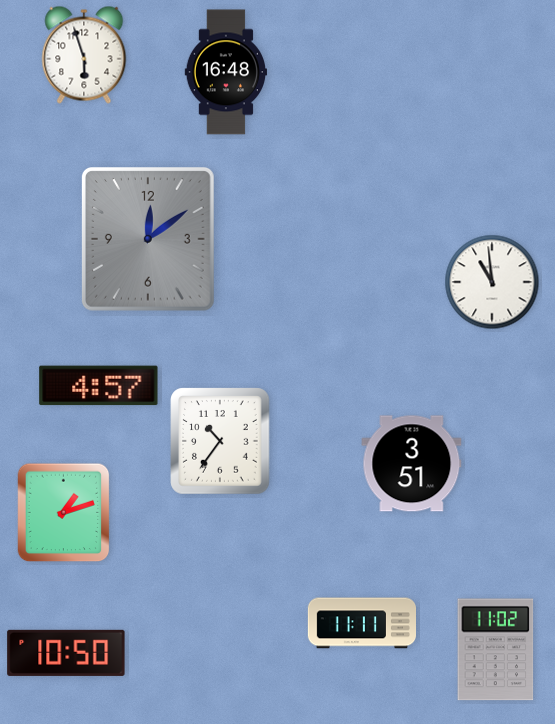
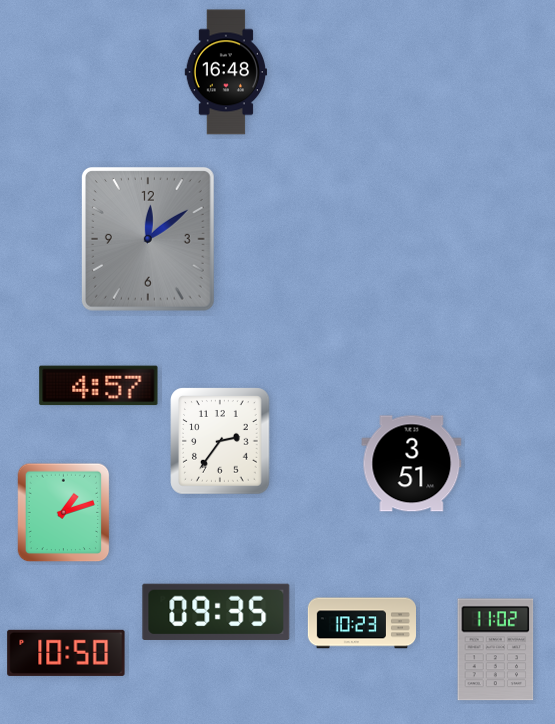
clock at (84, 55): 5:57 -> none
clock at (492, 282): 10:59 -> none
clock at (220, 441): 10:36 -> 2:36
clock at (216, 612): none -> 09:35
clock at (361, 623): 11:11 -> 10:23
